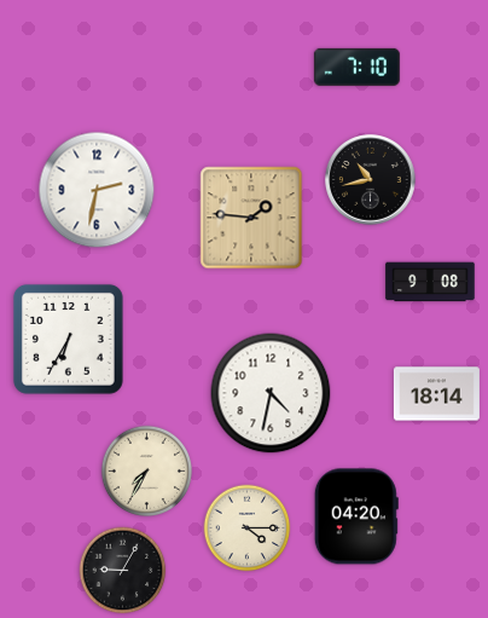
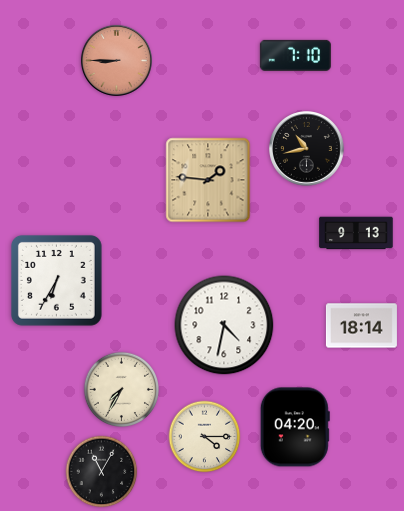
clock at (116, 60): none -> 8:45
clock at (97, 190): 2:32 -> none
clock at (430, 282): 9:08 -> 9:13
clock at (123, 571): 9:05 -> 11:05
